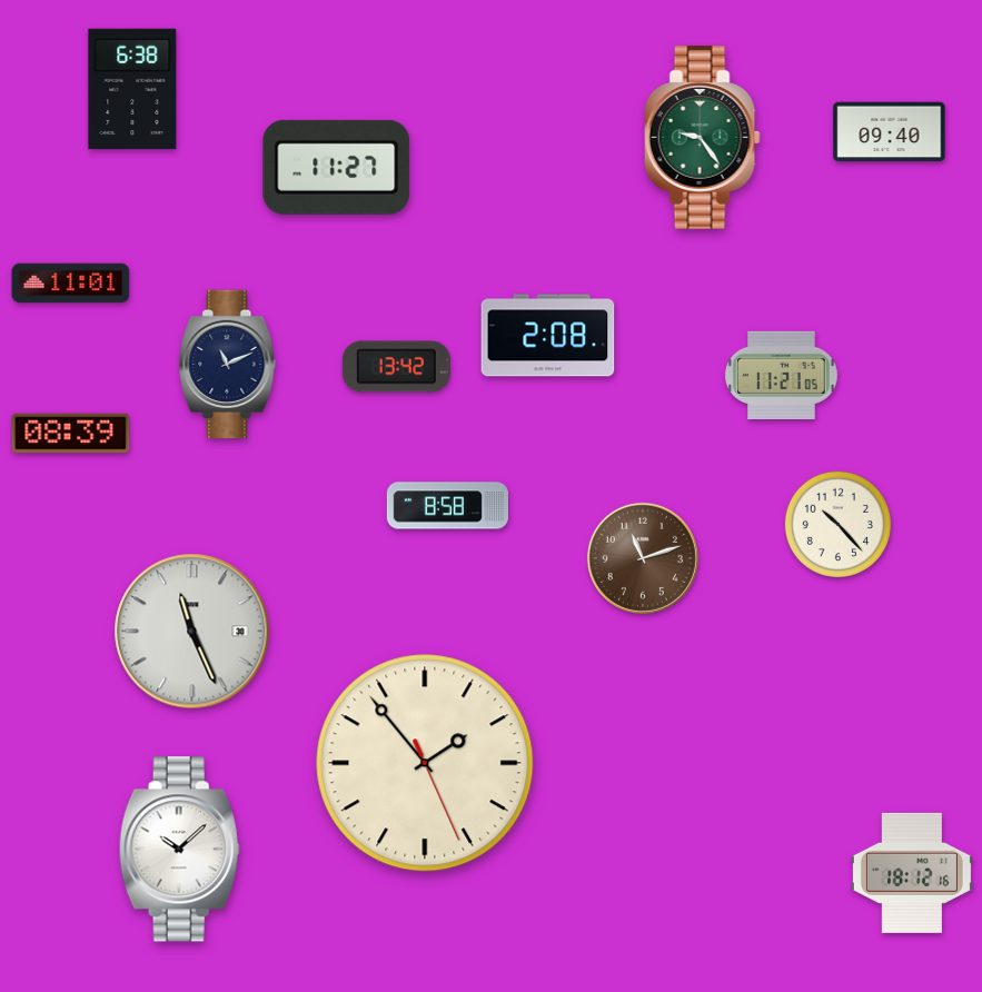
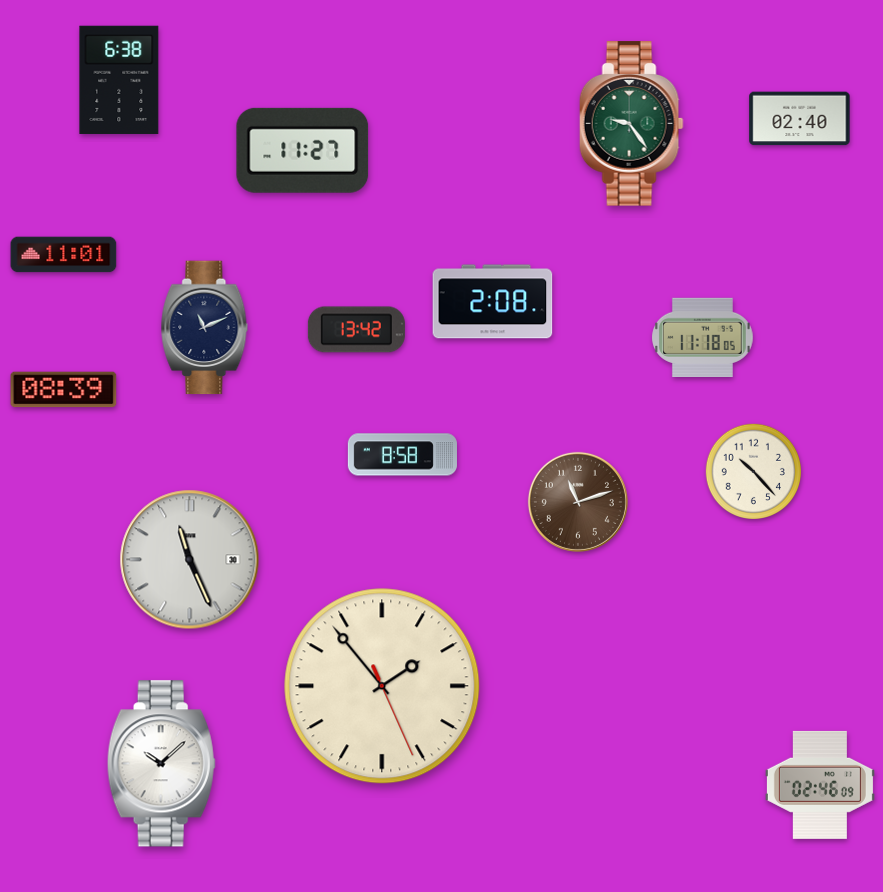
clock at (890, 132): 09:40 -> 02:40
clock at (782, 375): 11:21 -> 11:18
clock at (192, 632) position: (192, 632) -> (190, 560)
clock at (912, 873): 18:12 -> 02:46
